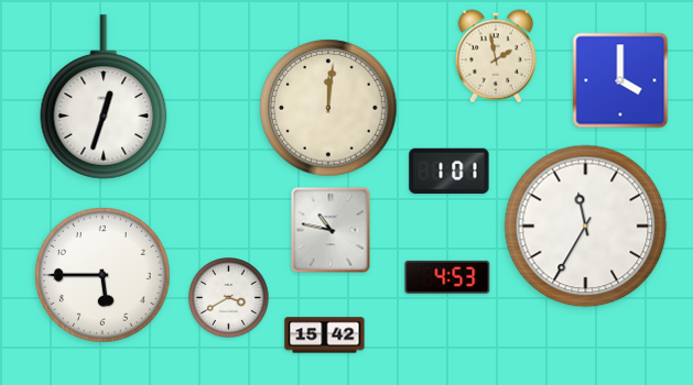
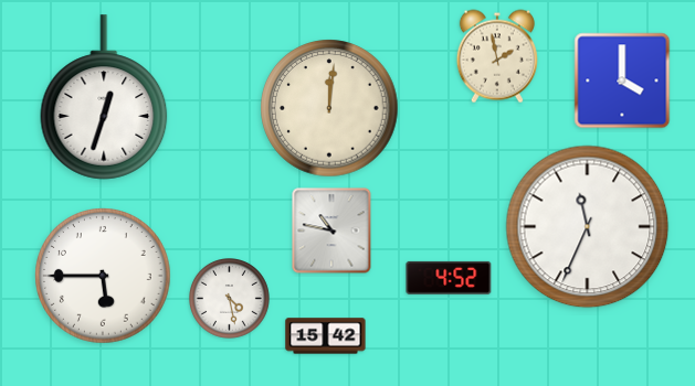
clock at (450, 172): 1:01 -> none
clock at (586, 227): 11:35 -> 11:34
clock at (447, 277): 4:53 -> 4:52
clock at (229, 298): 3:40 -> 4:28
